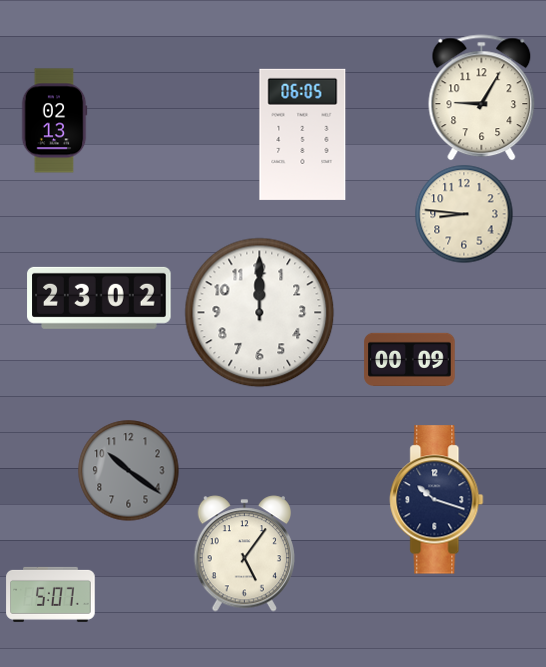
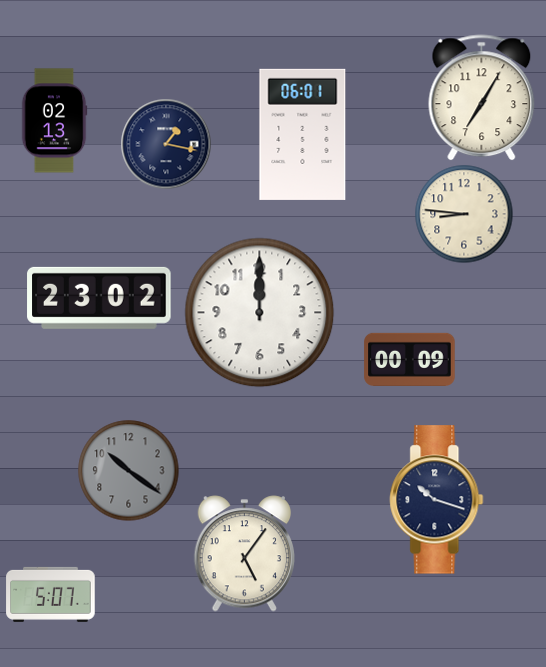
clock at (482, 98): 9:05 -> 7:05
clock at (303, 134): 06:05 -> 06:01
clock at (166, 144): none -> 1:17
